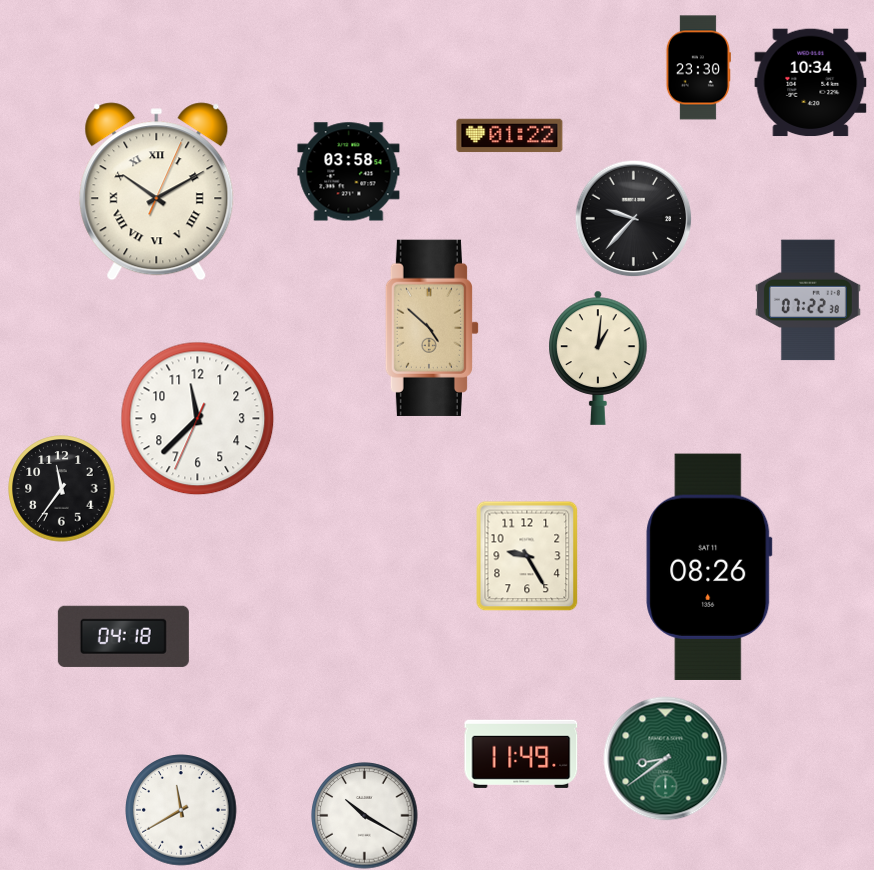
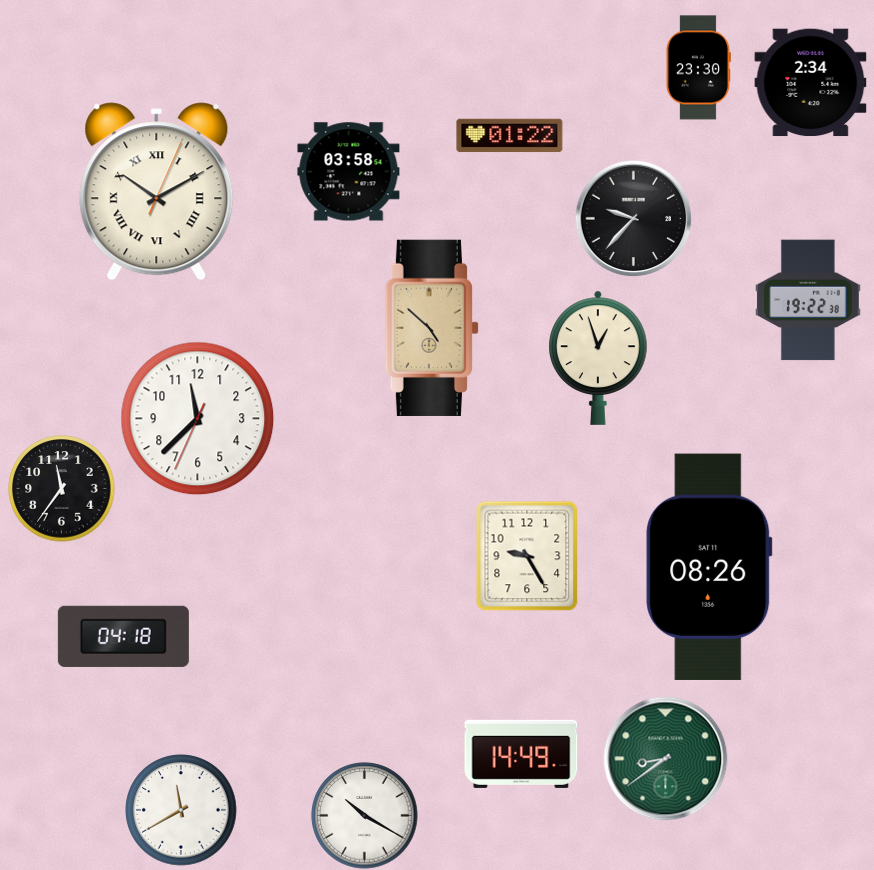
clock at (811, 83): 10:34 -> 2:34
clock at (808, 300): 07:22 -> 19:22
clock at (598, 358): 1:01 -> 12:57
clock at (521, 754): 11:49 -> 14:49
